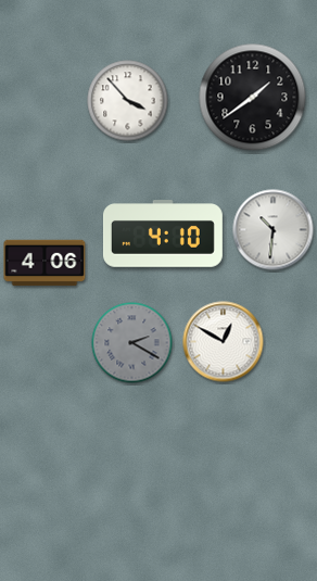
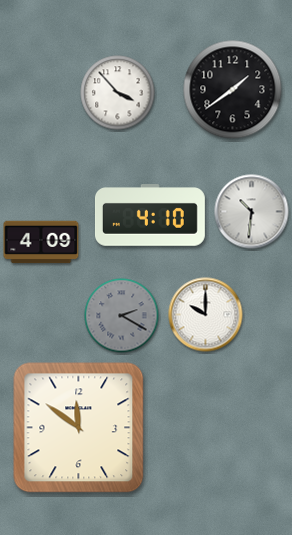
clock at (45, 263): 4:06 -> 4:09
clock at (224, 342): 12:50 -> 10:00
clock at (79, 428): none -> 11:51
